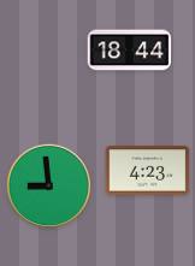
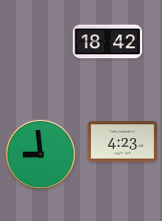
clock at (130, 51): 18:44 -> 18:42
